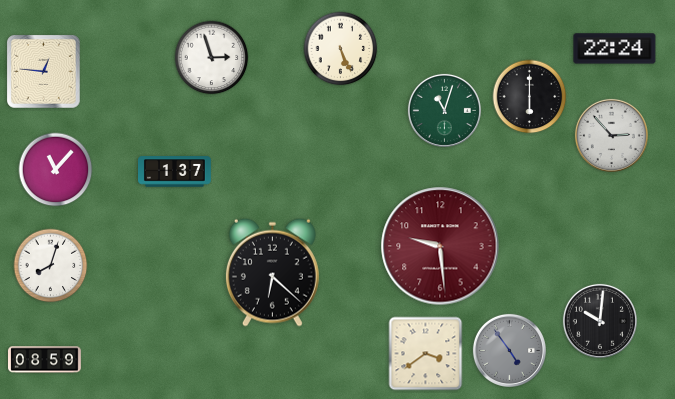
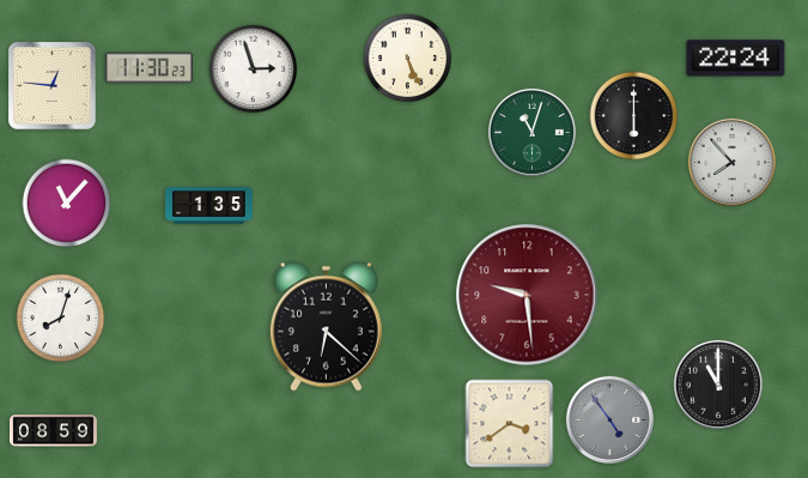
clock at (148, 68): none -> 11:30
clock at (611, 135): 2:53 -> 7:53
clock at (175, 172): 1:37 -> 1:35
clock at (600, 321): 10:01 -> 11:00
